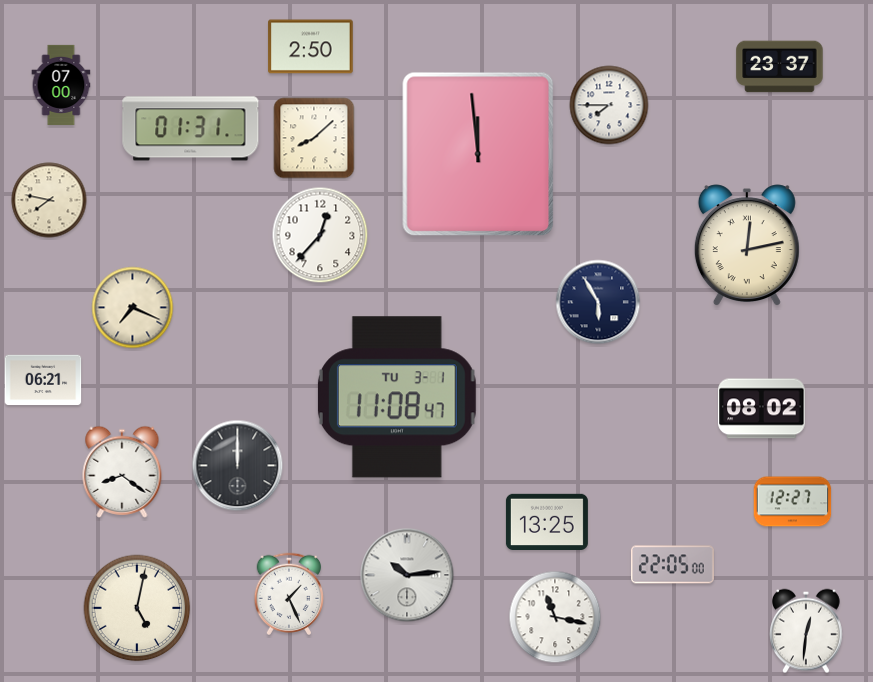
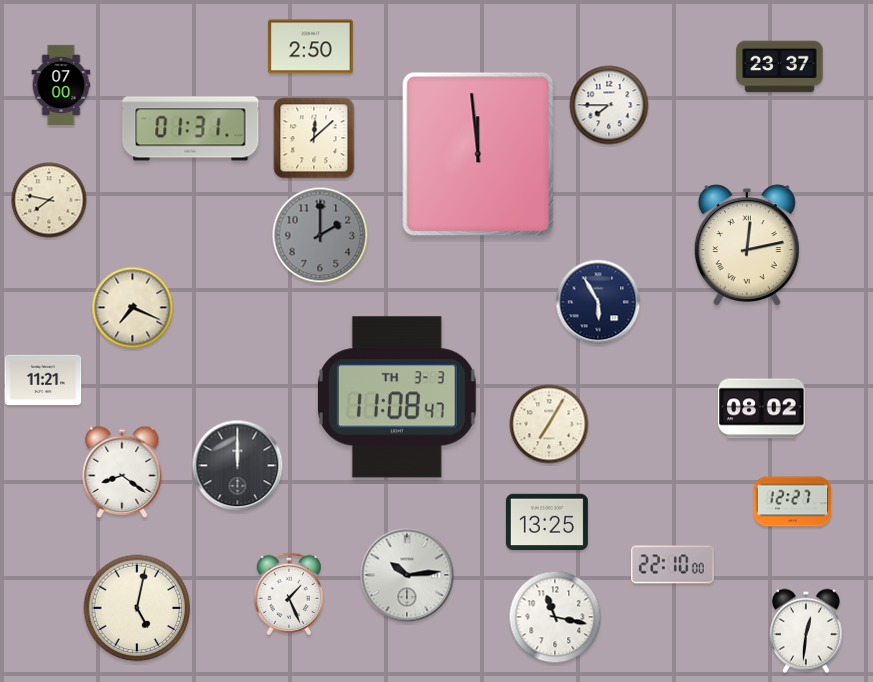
clock at (314, 138): 8:08 -> 12:08
clock at (320, 235): 12:37 -> 2:00
clock at (320, 235) dial: white -> grey
clock at (43, 380): 06:21 -> 11:21
clock at (397, 397) date: TU 3-1 -> TH 3-3
clock at (549, 424): none -> 7:05
clock at (672, 565): 22:05 -> 22:10
